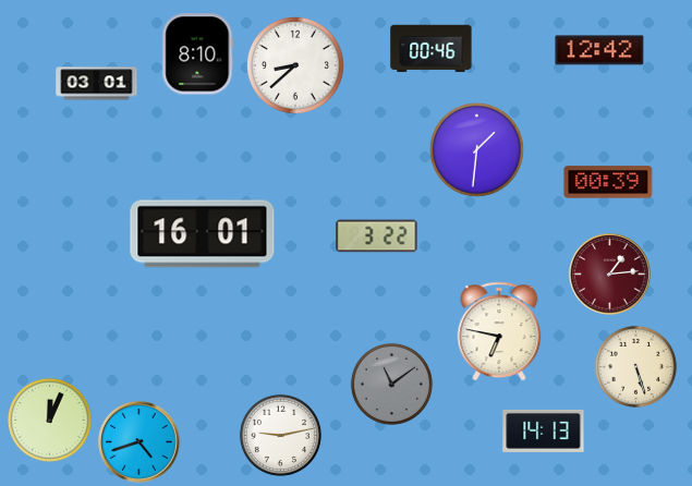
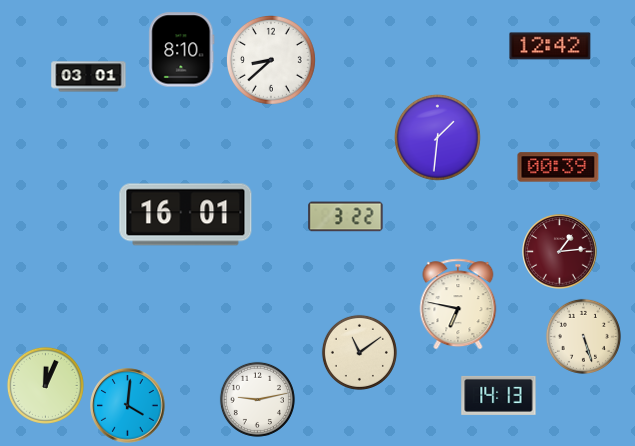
clock at (432, 49): 00:46 -> none
clock at (391, 384) dial: grey -> cream
clock at (139, 442): 4:42 -> 4:01
